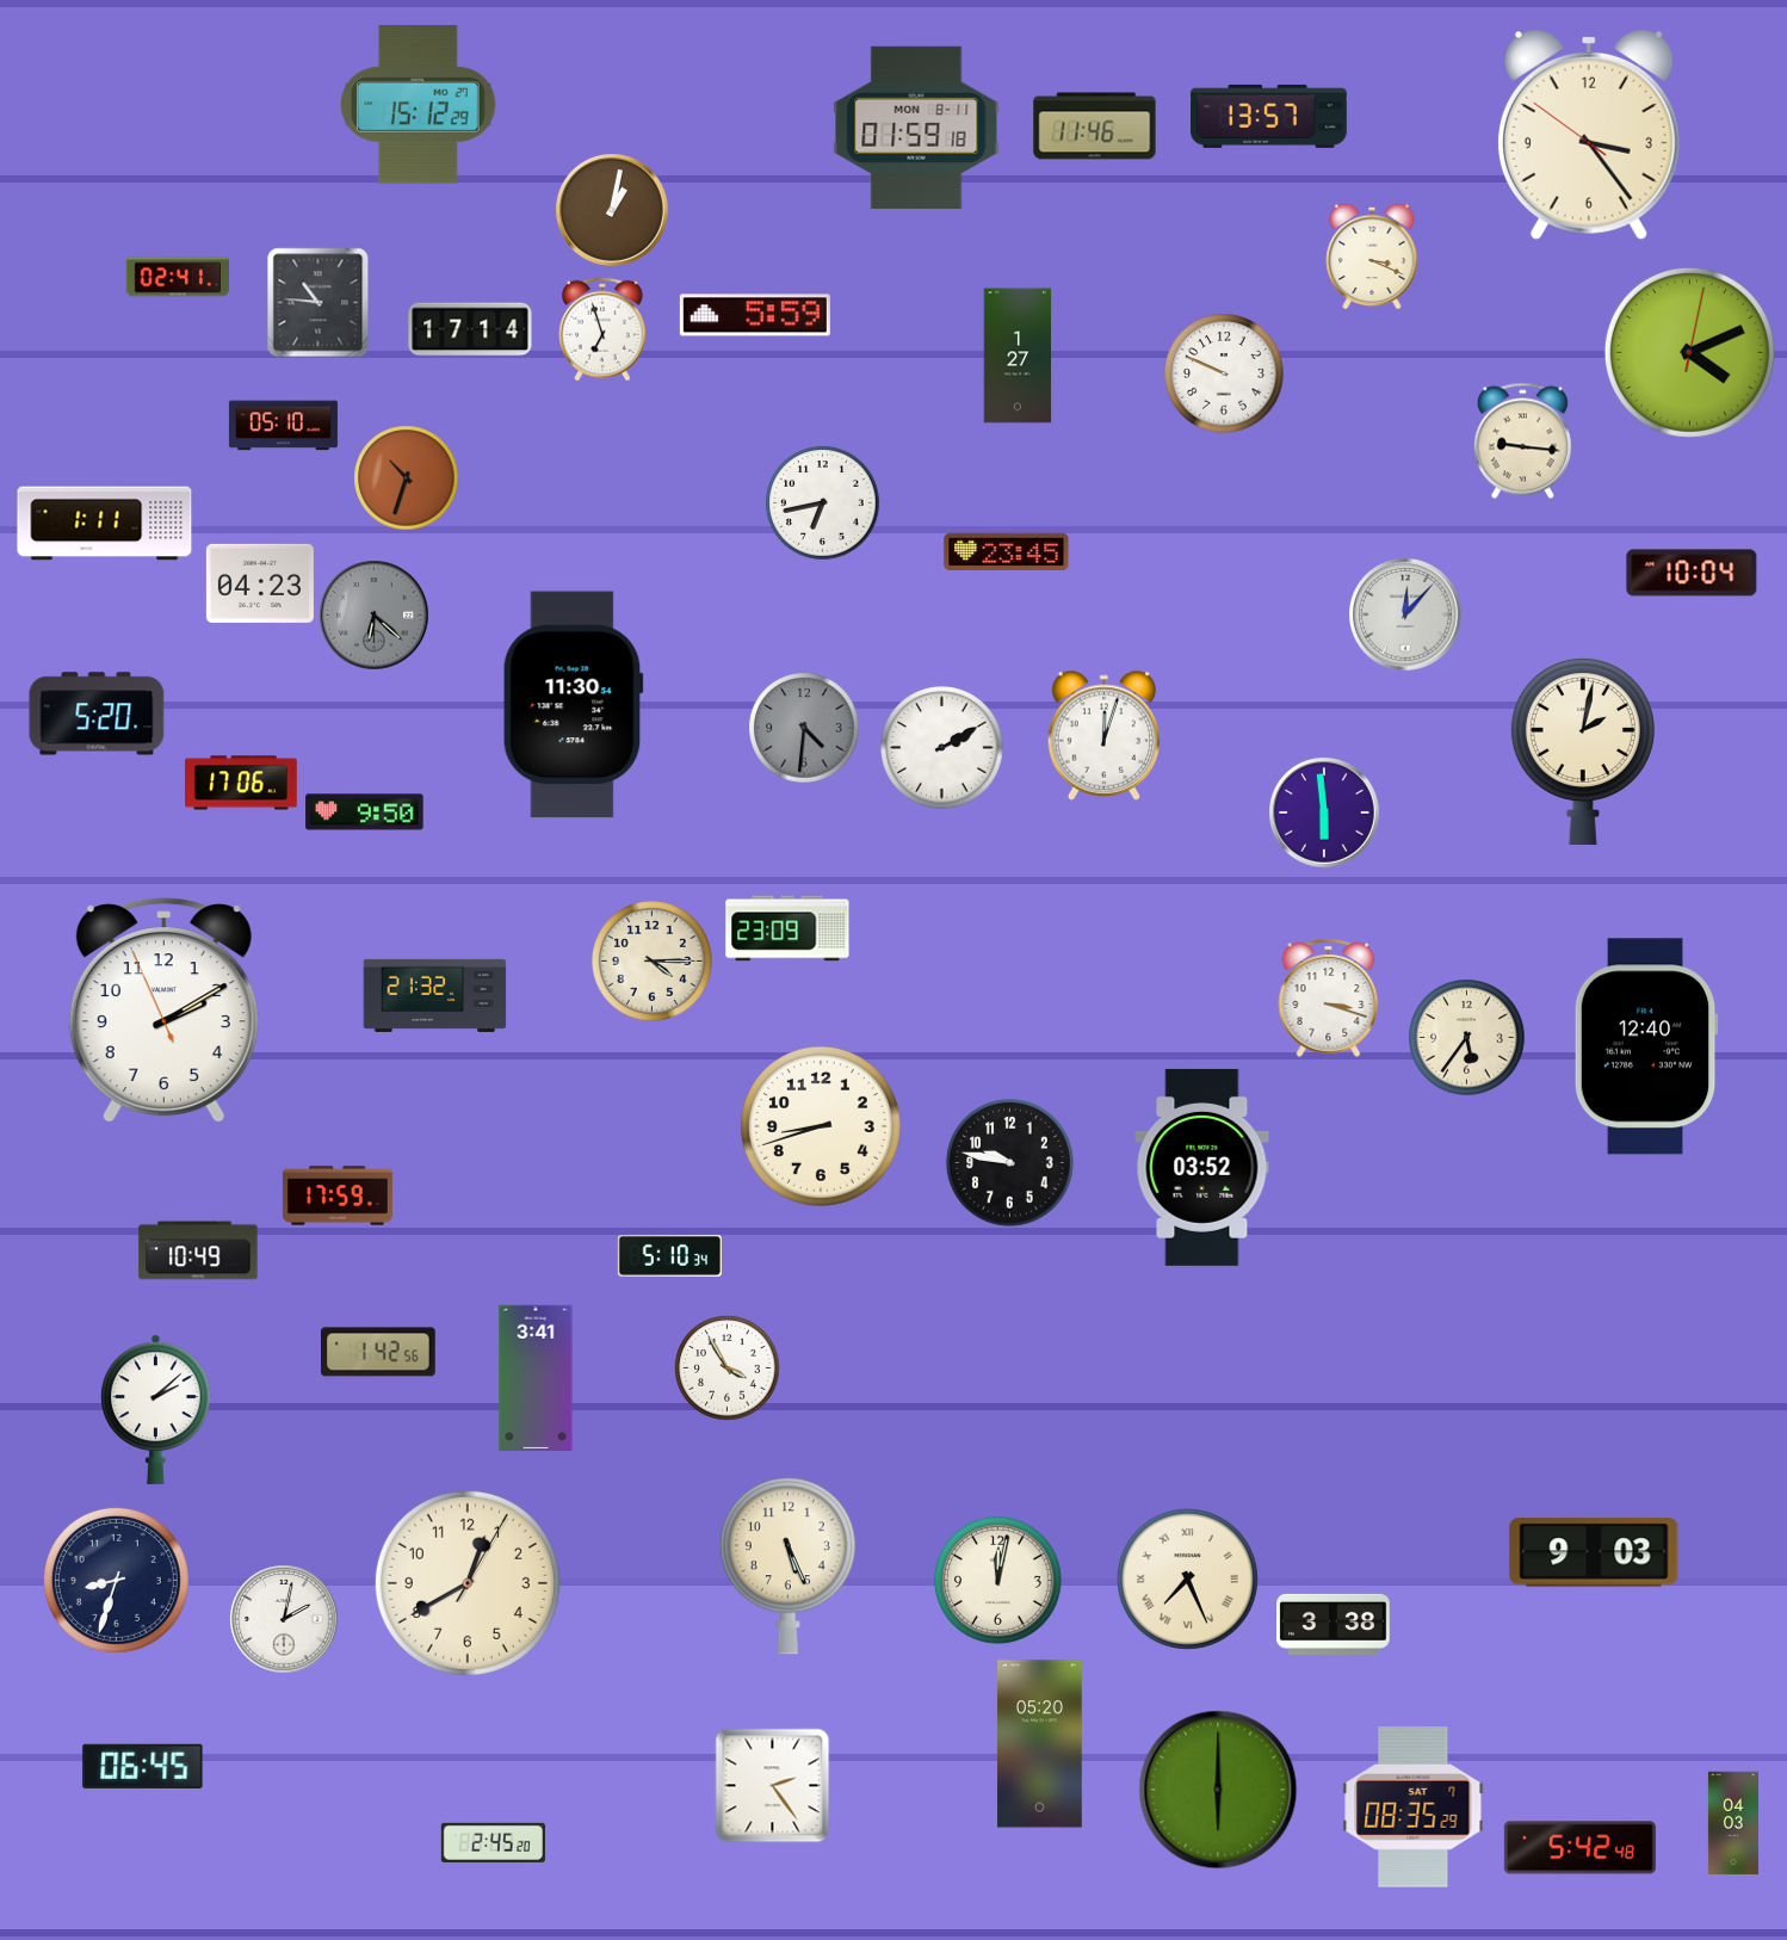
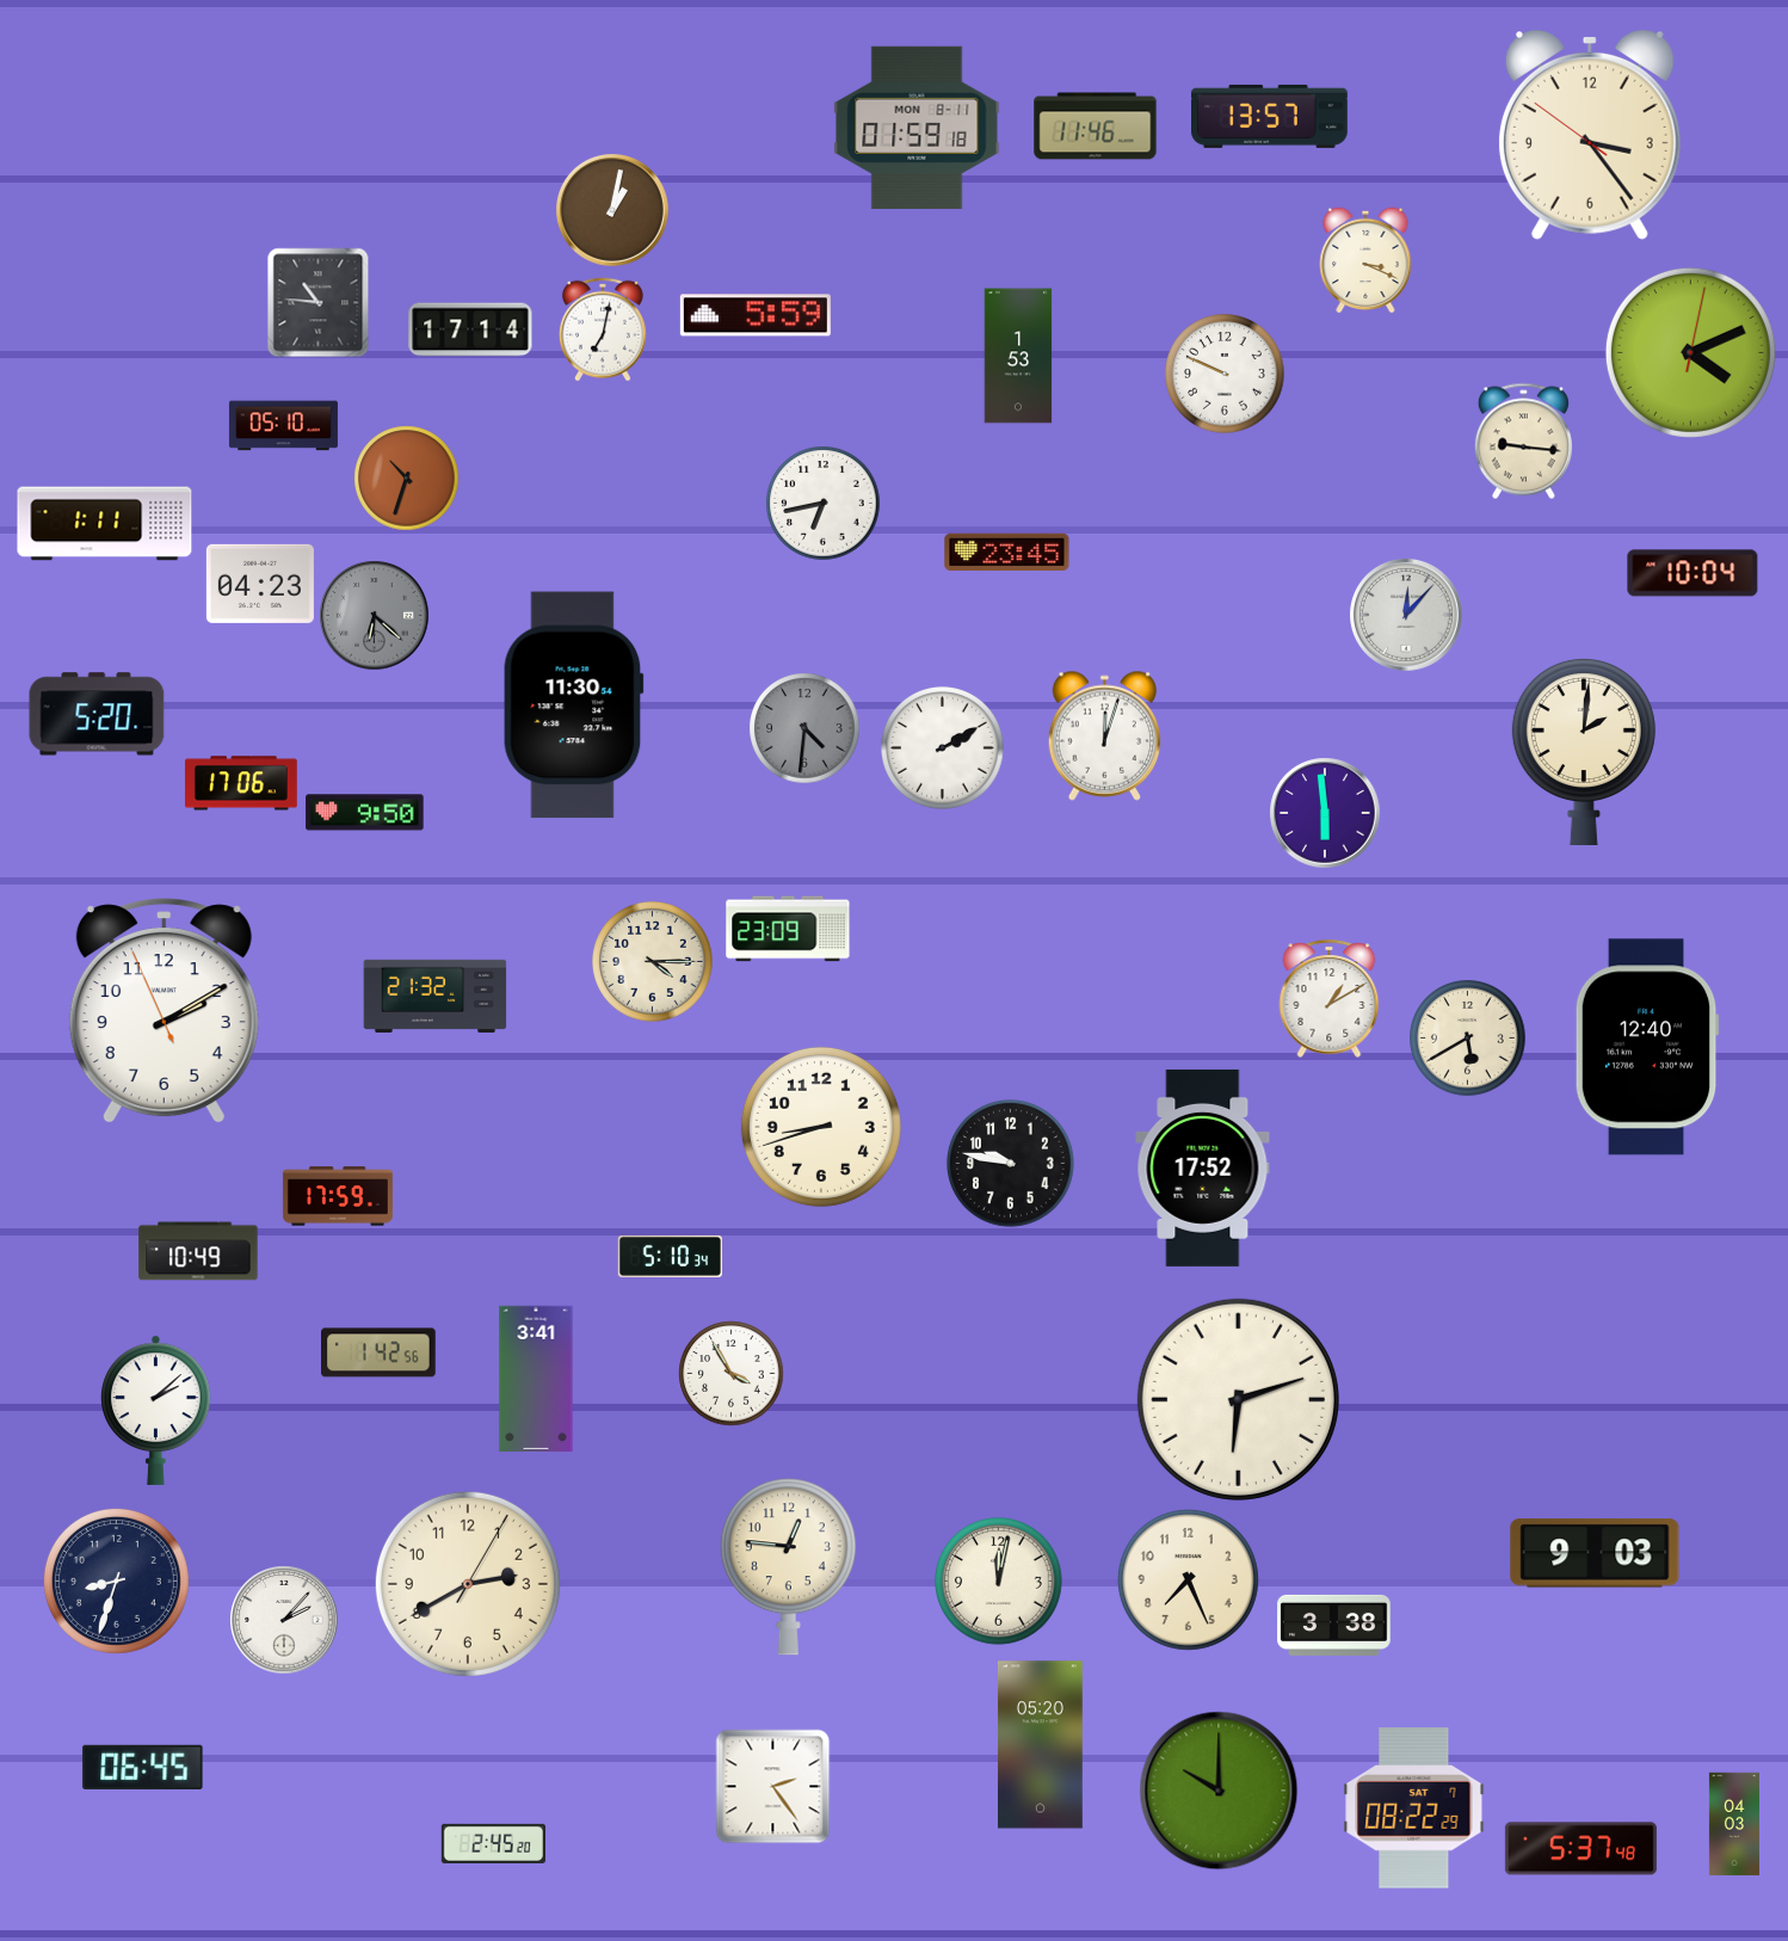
clock at (419, 105): 15:12 -> none
clock at (1372, 257) position: (1372, 257) -> (1365, 260)
clock at (178, 277): 02:41 -> none
clock at (602, 329): 6:57 -> 7:02
clock at (1018, 356): 1:27 -> 1:53
clock at (1583, 750): 2:02 -> 2:01
clock at (1329, 997): 3:18 -> 1:10
clock at (1467, 1038): 5:36 -> 5:40
clock at (1202, 1167): 03:52 -> 17:52
clock at (728, 1368) position: (728, 1368) -> (732, 1374)
clock at (1238, 1399): none -> 6:12
clock at (787, 1567): 5:26 -> 12:46
clock at (1187, 1578) numerals: Roman -> Arabic
clock at (468, 1583): 12:40 -> 2:40
clock at (284, 1619): 2:02 -> 2:07
clock at (1218, 1790): 6:00 -> 10:00
clock at (1414, 1808): 08:35 -> 08:22
clock at (1579, 1848): 5:42 -> 5:37
